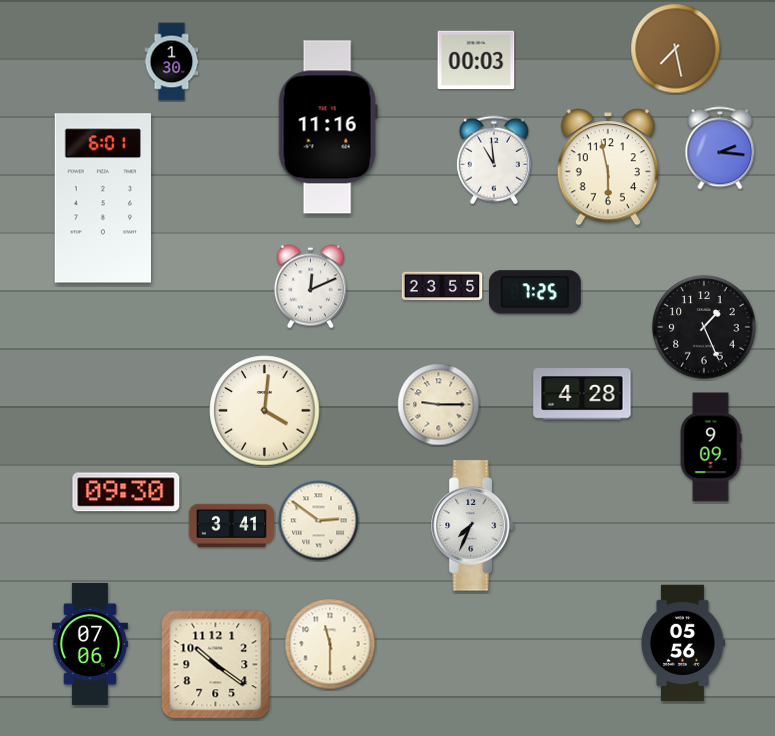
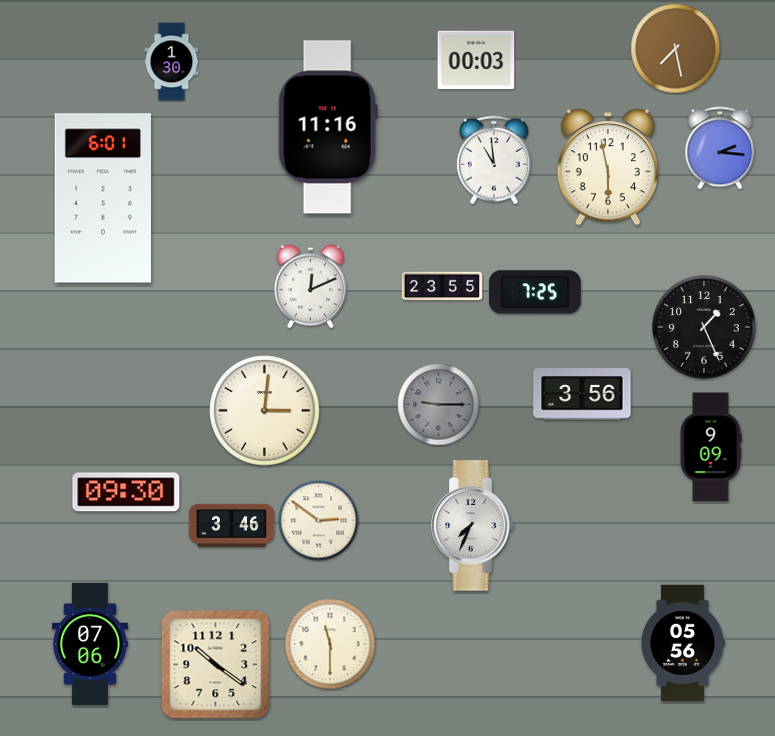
clock at (582, 394): 4:28 -> 3:56
clock at (439, 405) dial: cream -> grey
clock at (265, 411): 4:01 -> 3:01
clock at (231, 525): 3:41 -> 3:46
